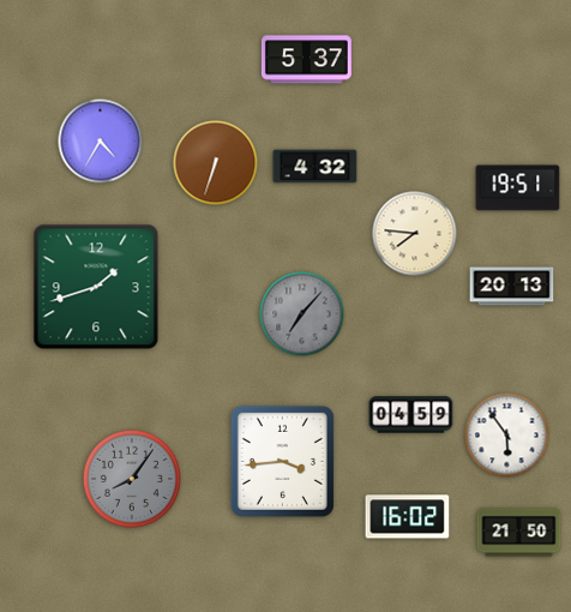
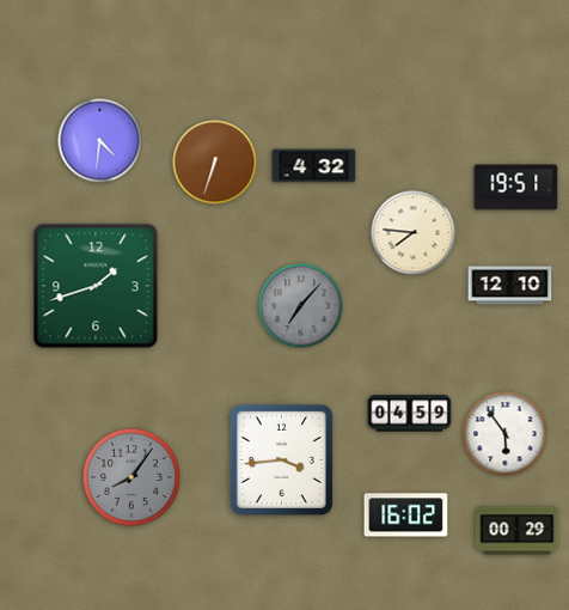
clock at (306, 60): 5:37 -> none
clock at (101, 142): 4:35 -> 4:31
clock at (512, 287): 20:13 -> 12:10
clock at (302, 314) position: (302, 314) -> (301, 306)
clock at (519, 533): 21:50 -> 00:29
